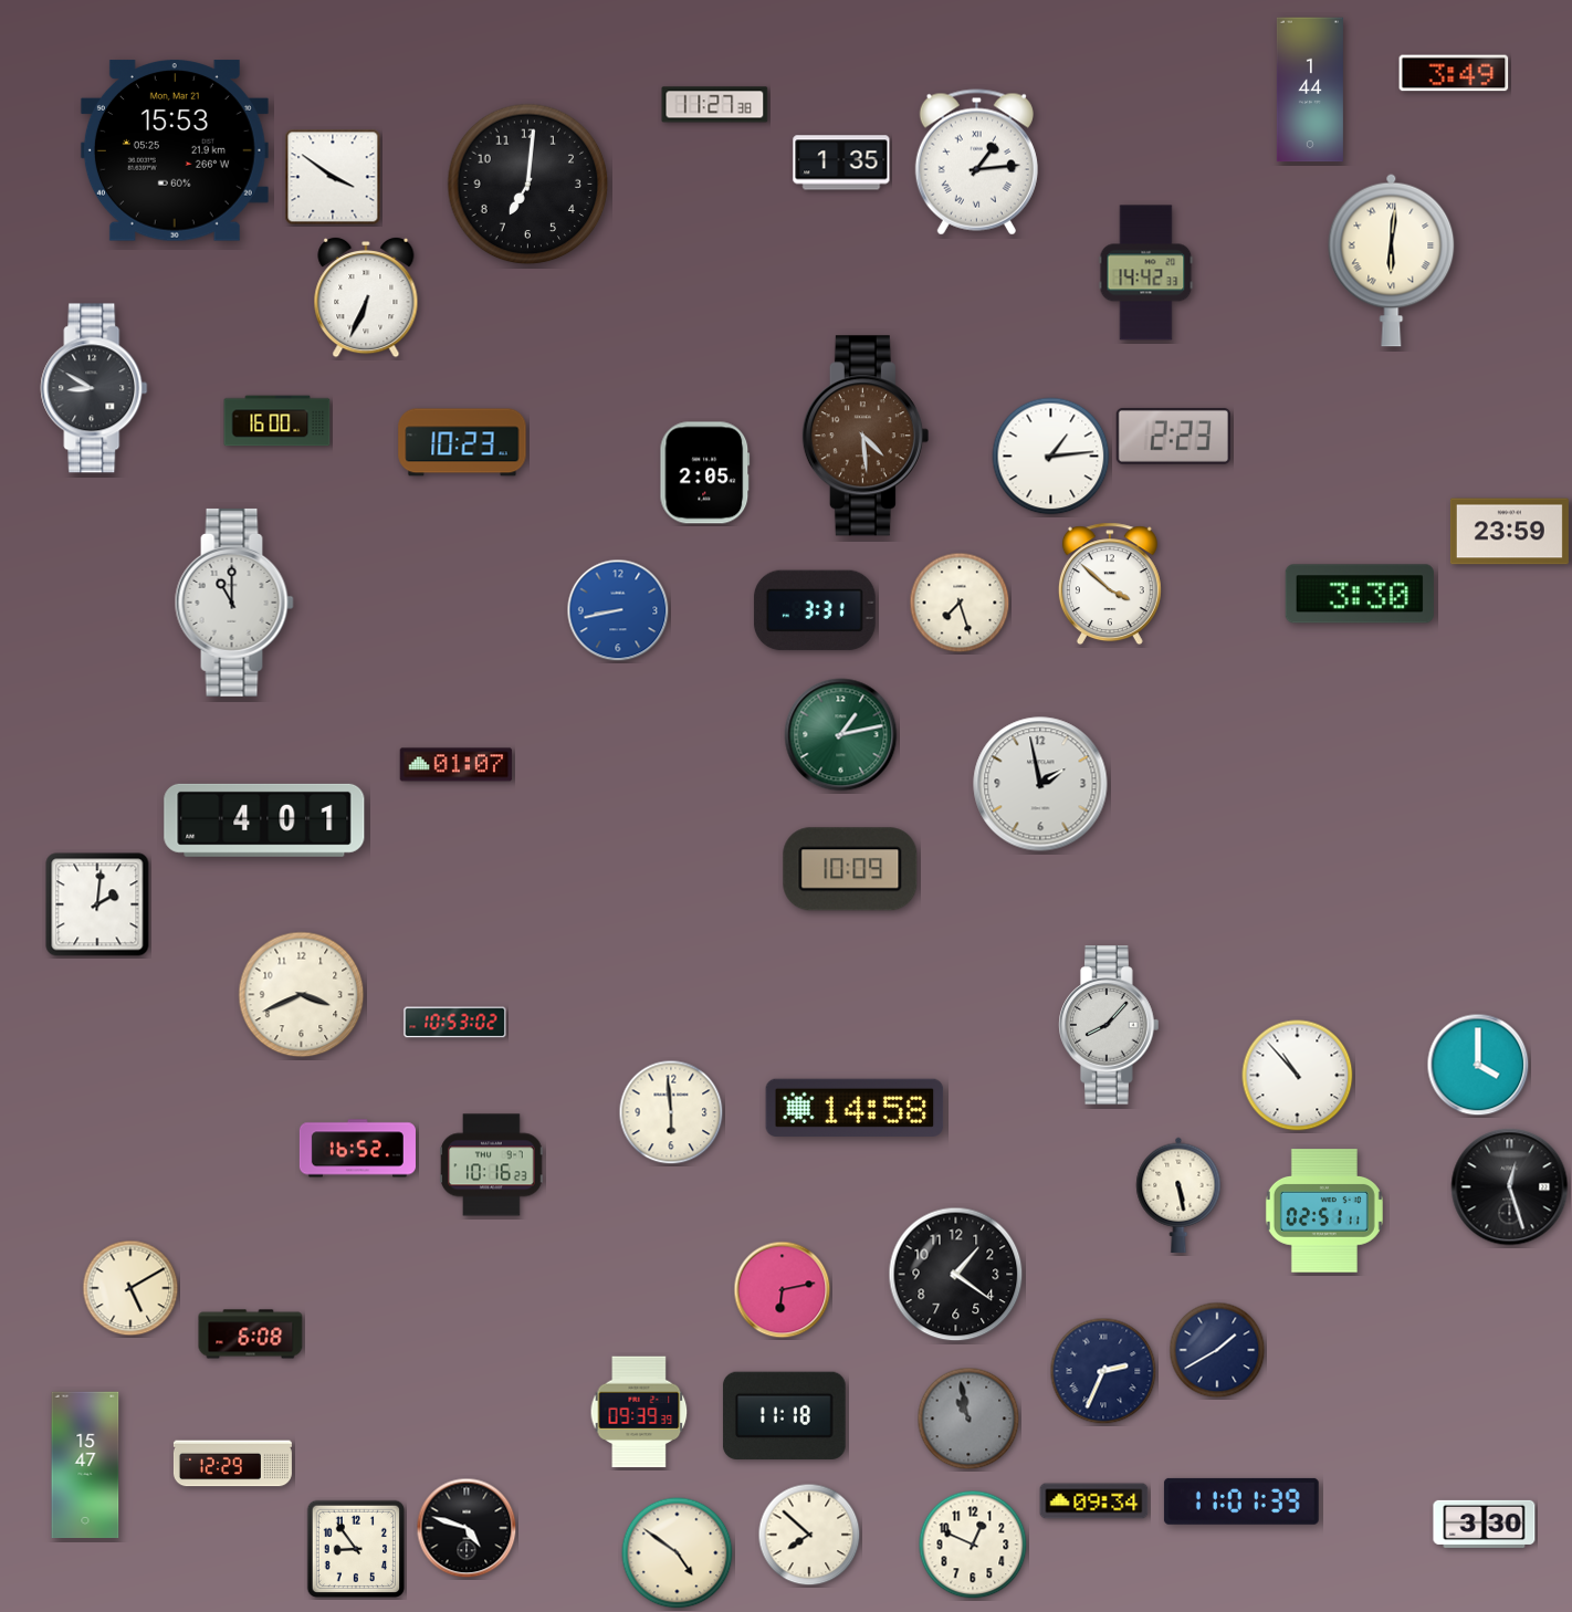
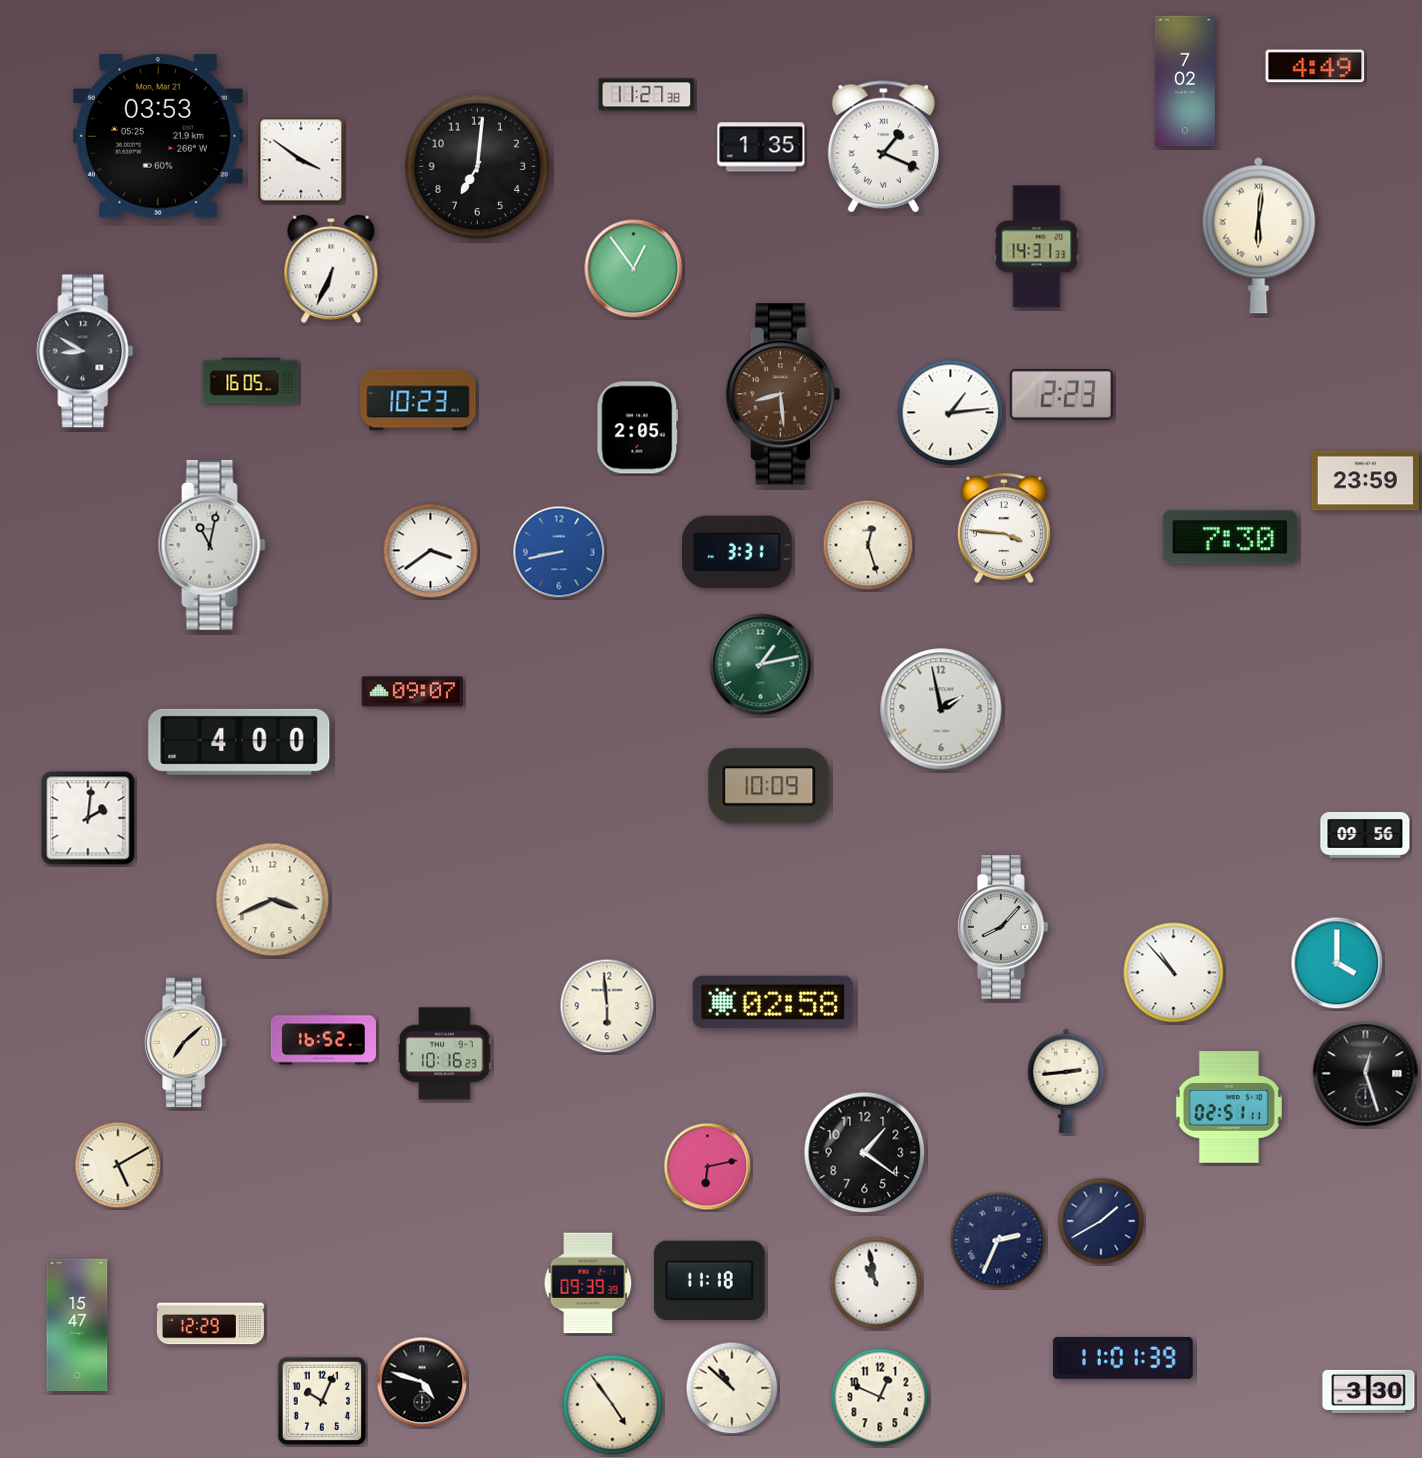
clock at (1454, 73): 3:49 -> 4:49
clock at (1310, 90): 1:44 -> 7:02
clock at (175, 150): 15:53 -> 03:53
clock at (976, 163): 1:14 -> 1:19
clock at (1146, 273): 14:42 -> 14:31
clock at (634, 269): none -> 12:54
clock at (277, 421): 16:00 -> 16:05
clock at (866, 436): 4:29 -> 8:29
clock at (1110, 584): 3:52 -> 3:46
clock at (1360, 594): 3:30 -> 7:30
clock at (234, 603): 11:00 -> 11:02
clock at (960, 603): 7:27 -> 12:27
clock at (431, 551): none -> 3:39
clock at (457, 765): 01:07 -> 09:07
clock at (264, 820): 4:01 -> 4:00
clock at (1365, 835): none -> 09:56
clock at (455, 1023): 10:53 -> none
clock at (855, 1108): 14:58 -> 02:58
clock at (185, 1043): none -> 7:08
clock at (1178, 1195): 5:28 -> 2:44
clock at (1324, 1211) position: (1324, 1211) -> (1229, 1107)
clock at (251, 1334): 6:08 -> none
clock at (639, 1412) position: (639, 1412) -> (588, 1283)
clock at (968, 1419) dial: grey -> white
clock at (1094, 1501): 09:34 -> none
clock at (1485, 1524) position: (1485, 1524) -> (1369, 1391)
clock at (809, 1535): 7:52 -> 10:52
clock at (356, 1549): 8:54 -> 10:04
clock at (678, 1553): 4:51 -> 4:54
